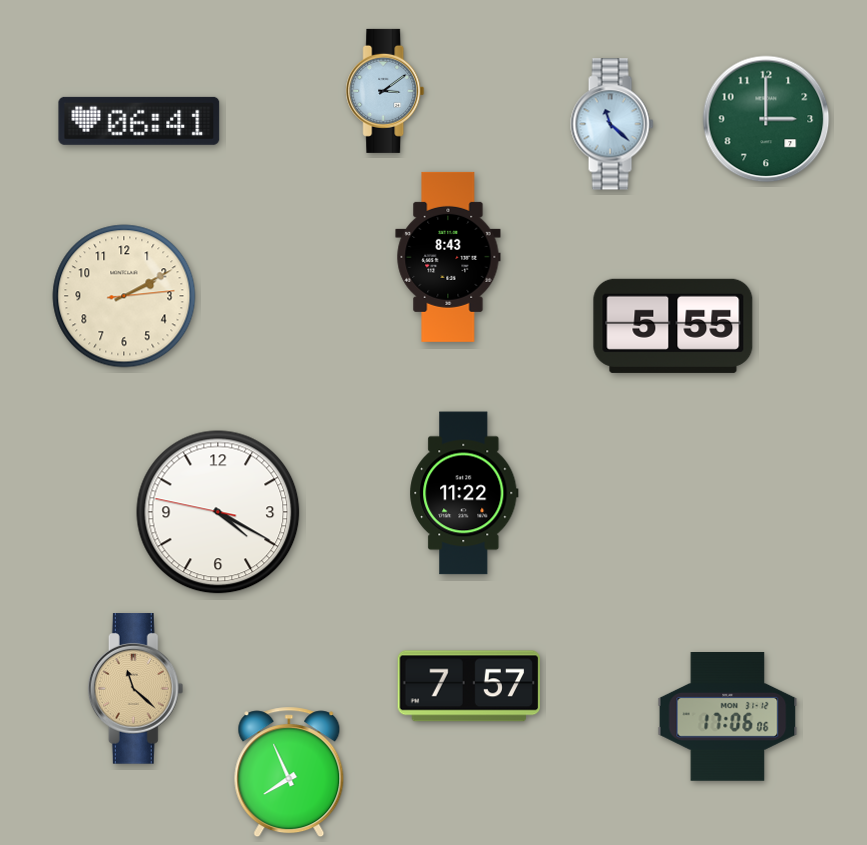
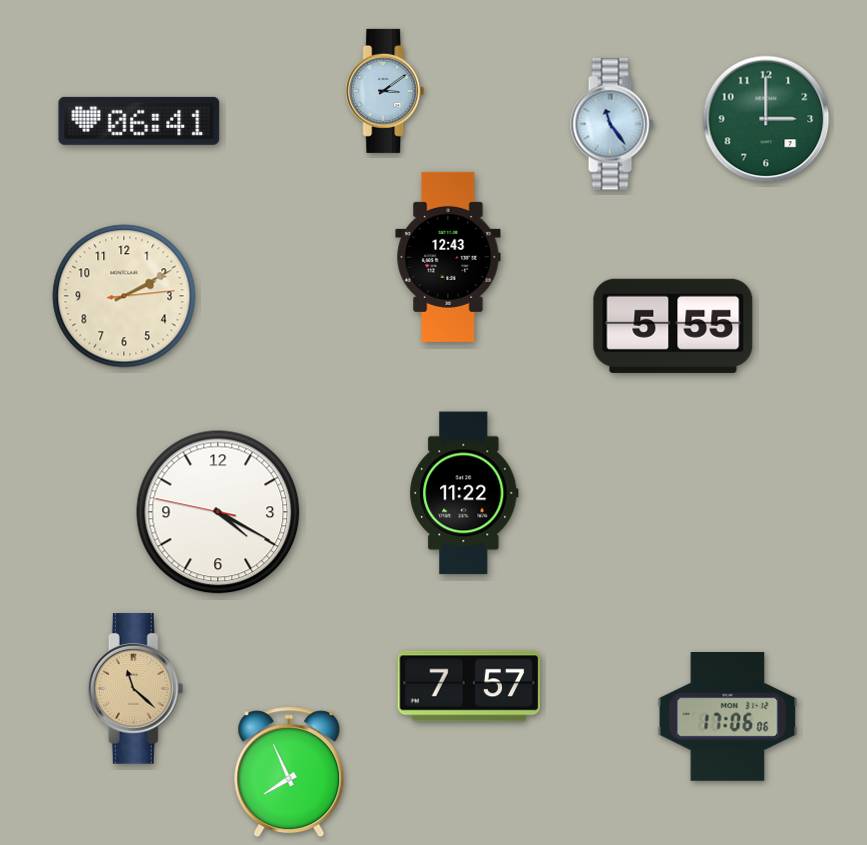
clock at (612, 124): 11:22 -> 11:24
clock at (448, 257): 8:43 -> 12:43
